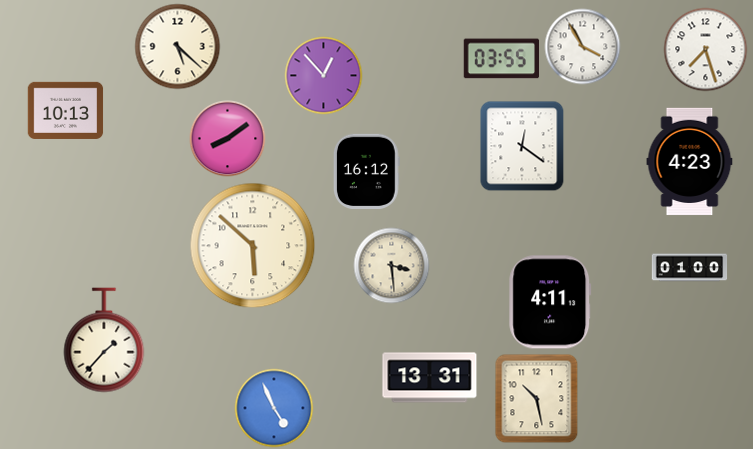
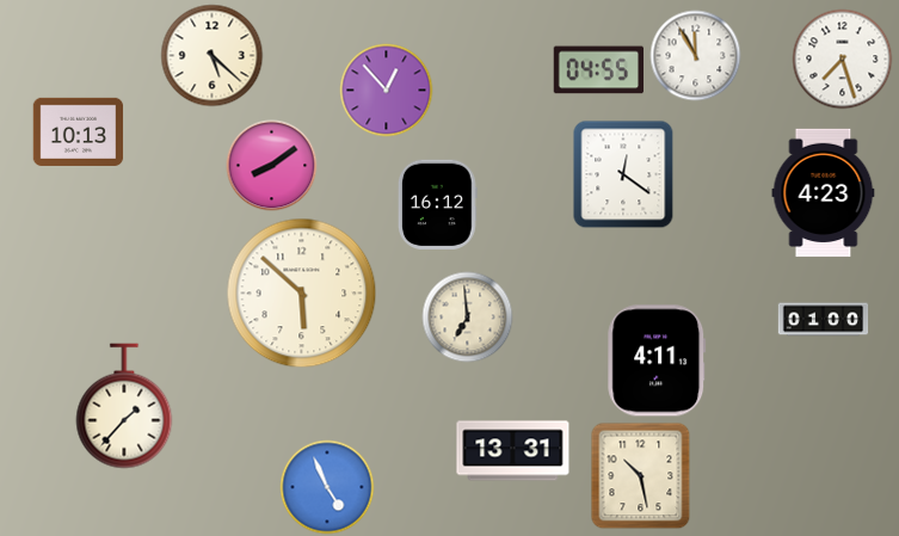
clock at (583, 47): 3:55 -> 11:55
clock at (501, 59): 03:55 -> 04:55
clock at (392, 266): 3:29 -> 6:59
